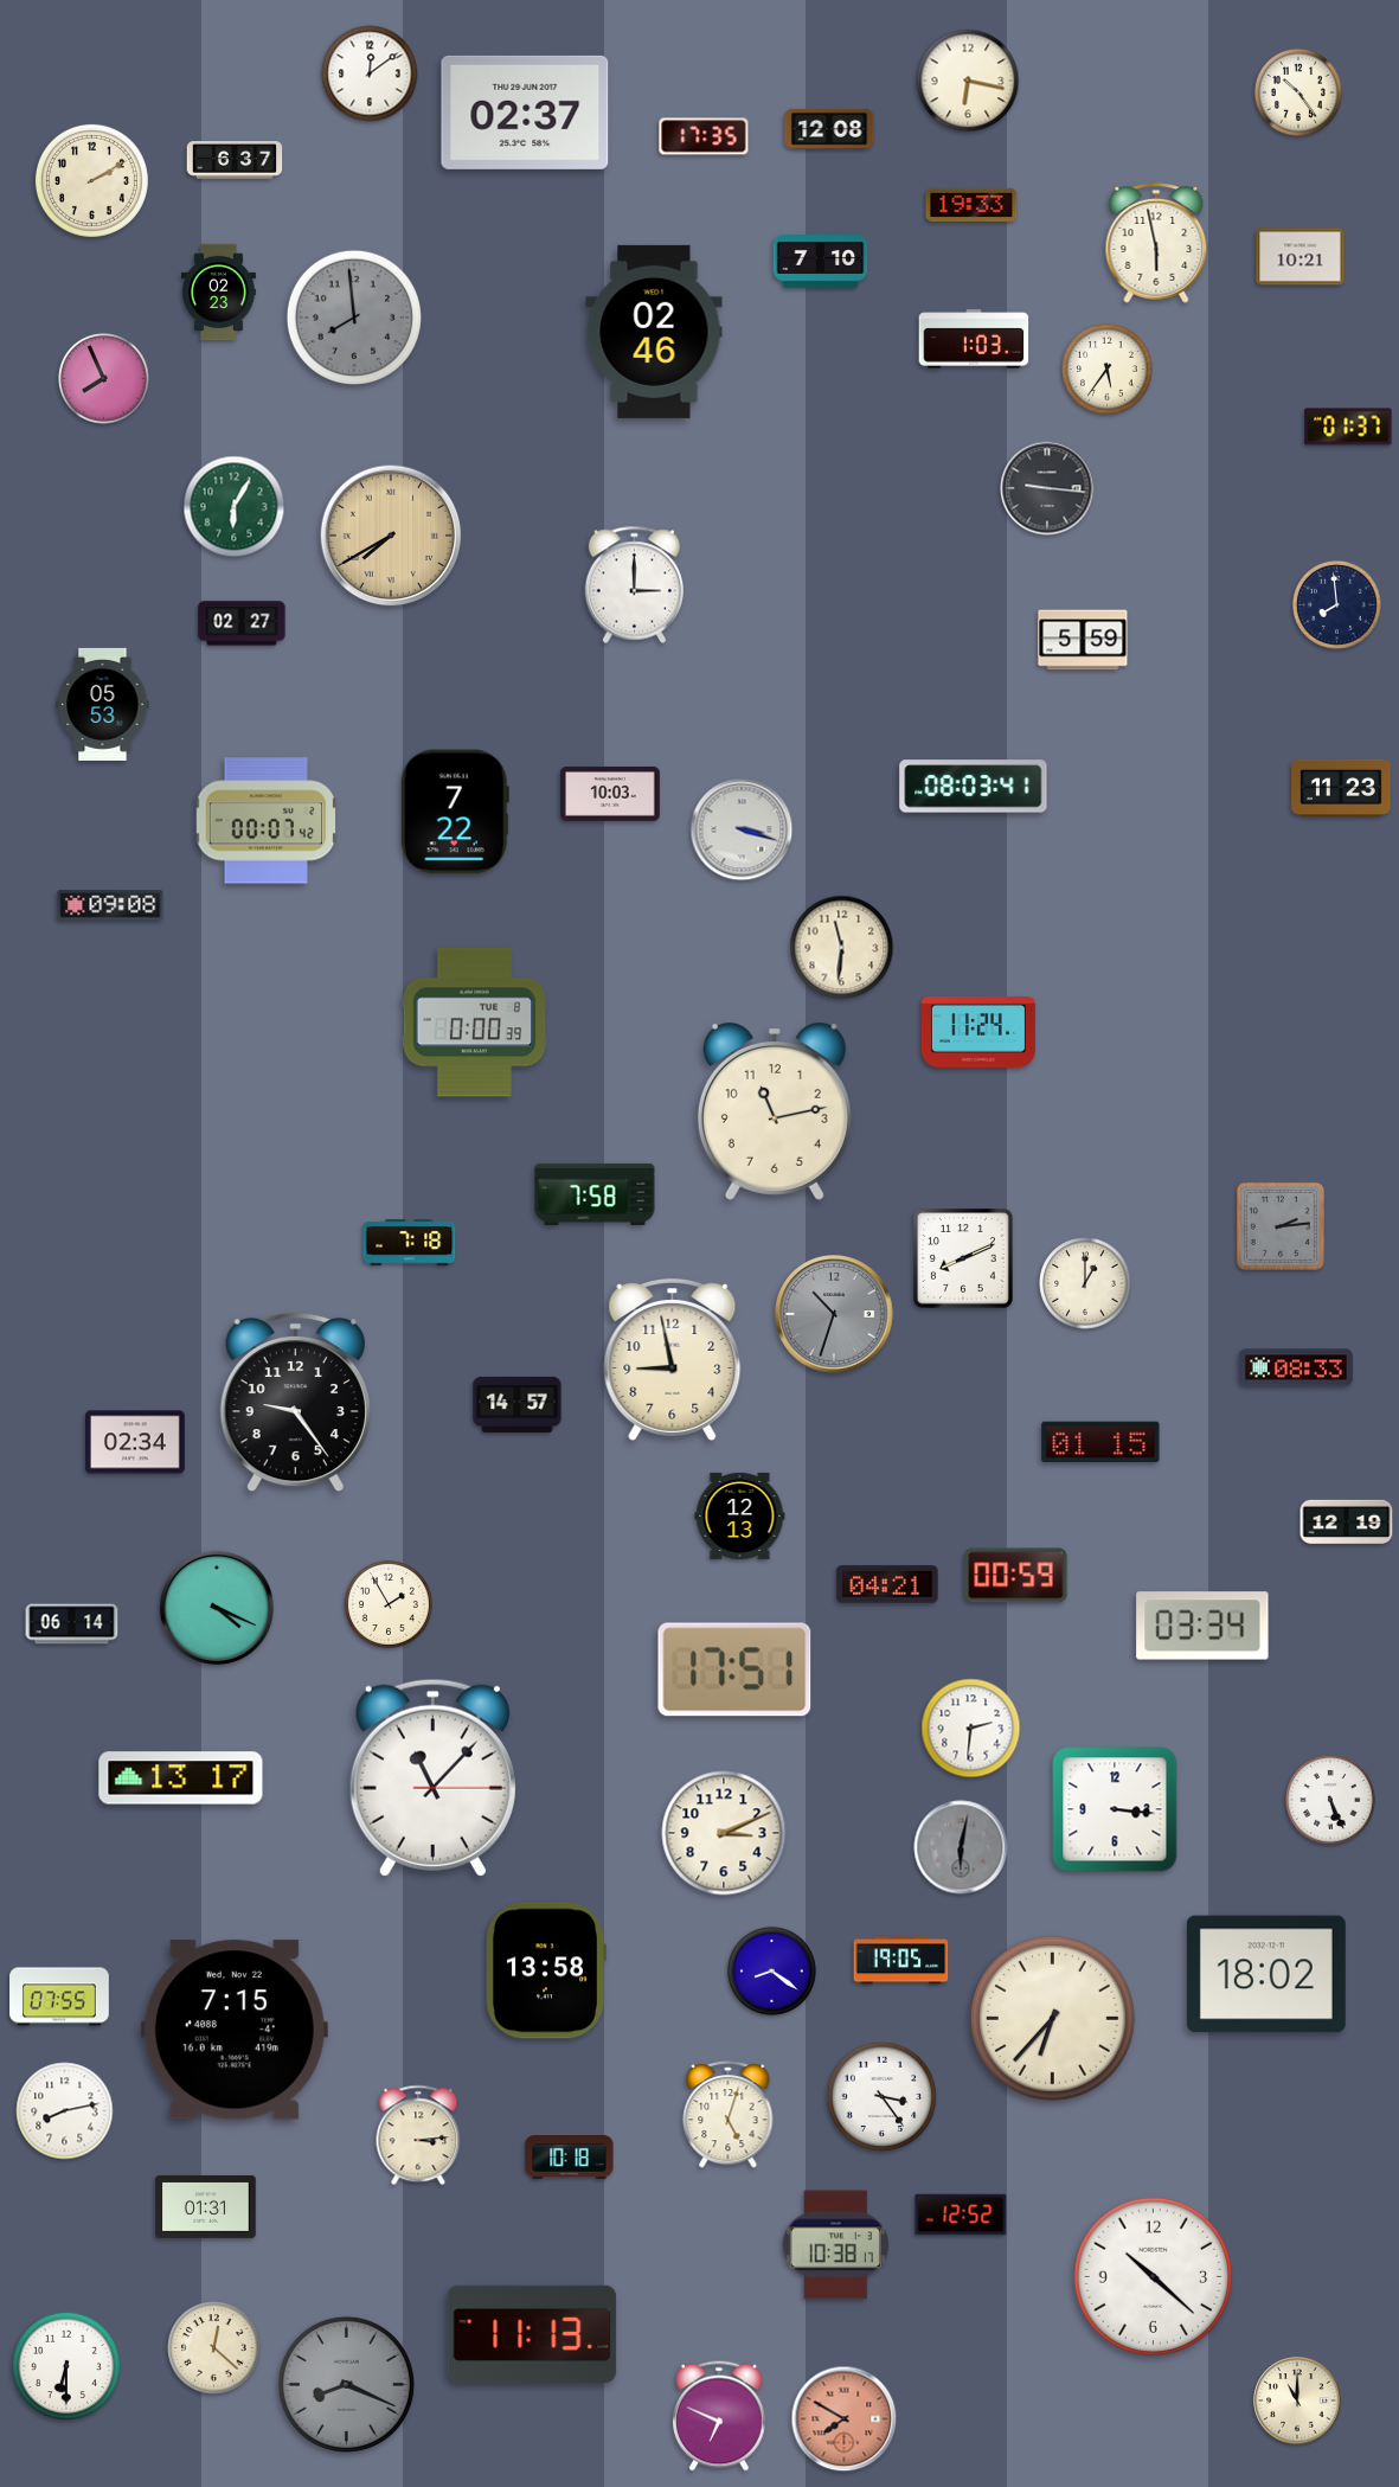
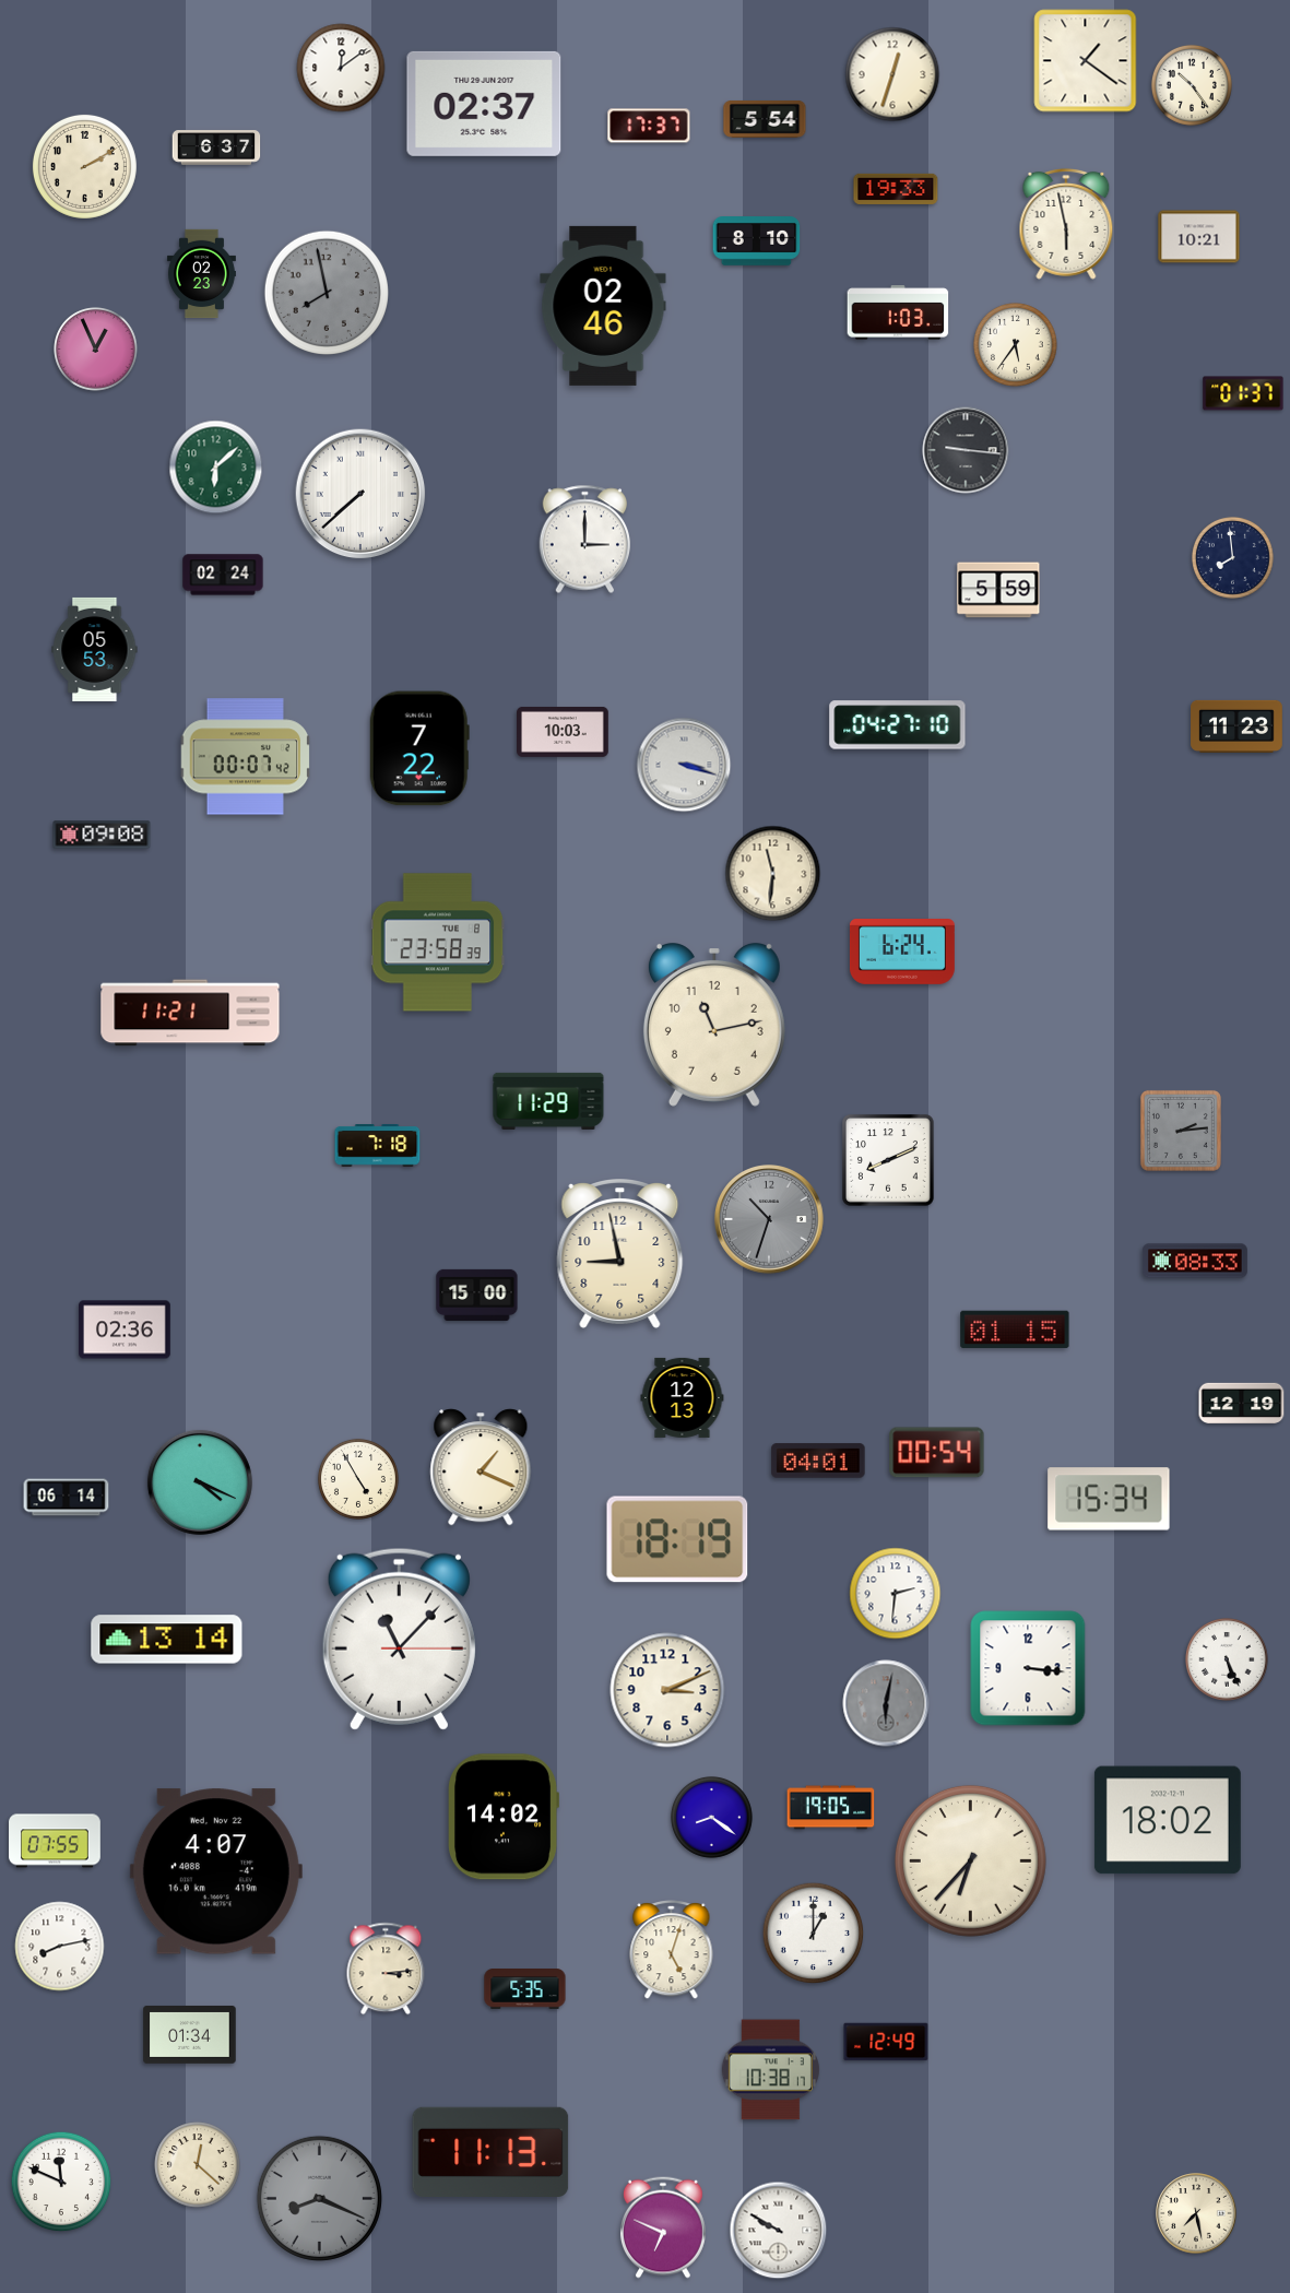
clock at (1086, 61): none -> 1:21
clock at (968, 81): 6:17 -> 12:33
clock at (1298, 92) position: (1298, 92) -> (1192, 85)
clock at (829, 129): 12:08 -> 5:54
clock at (704, 136): 17:35 -> 17:37
clock at (821, 262): 7:10 -> 8:10
clock at (218, 293) position: (218, 293) -> (201, 274)
clock at (354, 318): 7:59 -> 7:58
clock at (1108, 370) position: (1108, 370) -> (1016, 345)
clock at (104, 379): 7:56 -> 12:56
clock at (235, 507): 6:05 -> 6:08
clock at (391, 536): 7:40 -> 7:38
clock at (391, 536) dial: champagne -> white
clock at (242, 623): 02:27 -> 02:24
clock at (974, 787): 08:03 -> 04:27
clock at (842, 948) position: (842, 948) -> (773, 874)
clock at (475, 1023): 0:00 -> 23:58
clock at (978, 1033): 11:24 -> 6:24
clock at (190, 1013): none -> 11:21
clock at (595, 1194): 7:58 -> 11:29
clock at (1085, 1283): 1:00 -> none
clock at (835, 1315) position: (835, 1315) -> (770, 1220)
clock at (295, 1403): 9:24 -> none
clock at (518, 1404): 14:57 -> 15:00
clock at (136, 1442): 02:34 -> 02:36
clock at (1016, 1576): 00:59 -> 00:54
clock at (887, 1584): 04:21 -> 04:01
clock at (481, 1467): none -> 1:19
clock at (389, 1604): 1:55 -> 4:55
clock at (1202, 1626): 03:34 -> 15:34
clock at (734, 1669): 17:51 -> 18:19
clock at (181, 1778): 13:17 -> 13:14
clock at (545, 1970): 13:58 -> 14:02
clock at (235, 2030): 7:15 -> 4:07
clock at (883, 2097): 3:24 -> 1:00
clock at (570, 2158): 10:18 -> 5:35
clock at (206, 2206): 01:31 -> 01:34
clock at (961, 2214): 12:52 -> 12:49
clock at (1153, 2276): 10:22 -> none
clock at (66, 2366): 6:30 -> 11:49
clock at (1297, 2401): 11:00 -> 7:28
clock at (845, 2419): 7:50 -> 9:50
clock at (845, 2419) dial: salmon -> white
